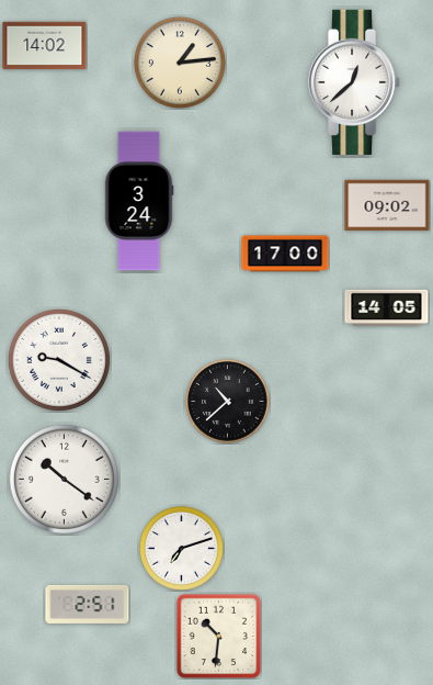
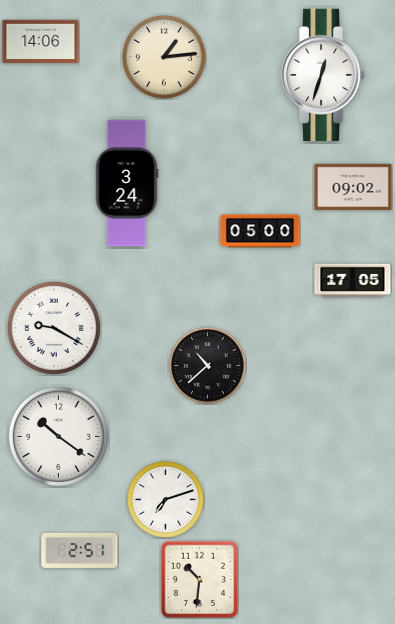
clock at (45, 46): 14:02 -> 14:06
clock at (355, 82): 12:38 -> 12:33
clock at (285, 254): 17:00 -> 05:00
clock at (387, 308): 14:05 -> 17:05
